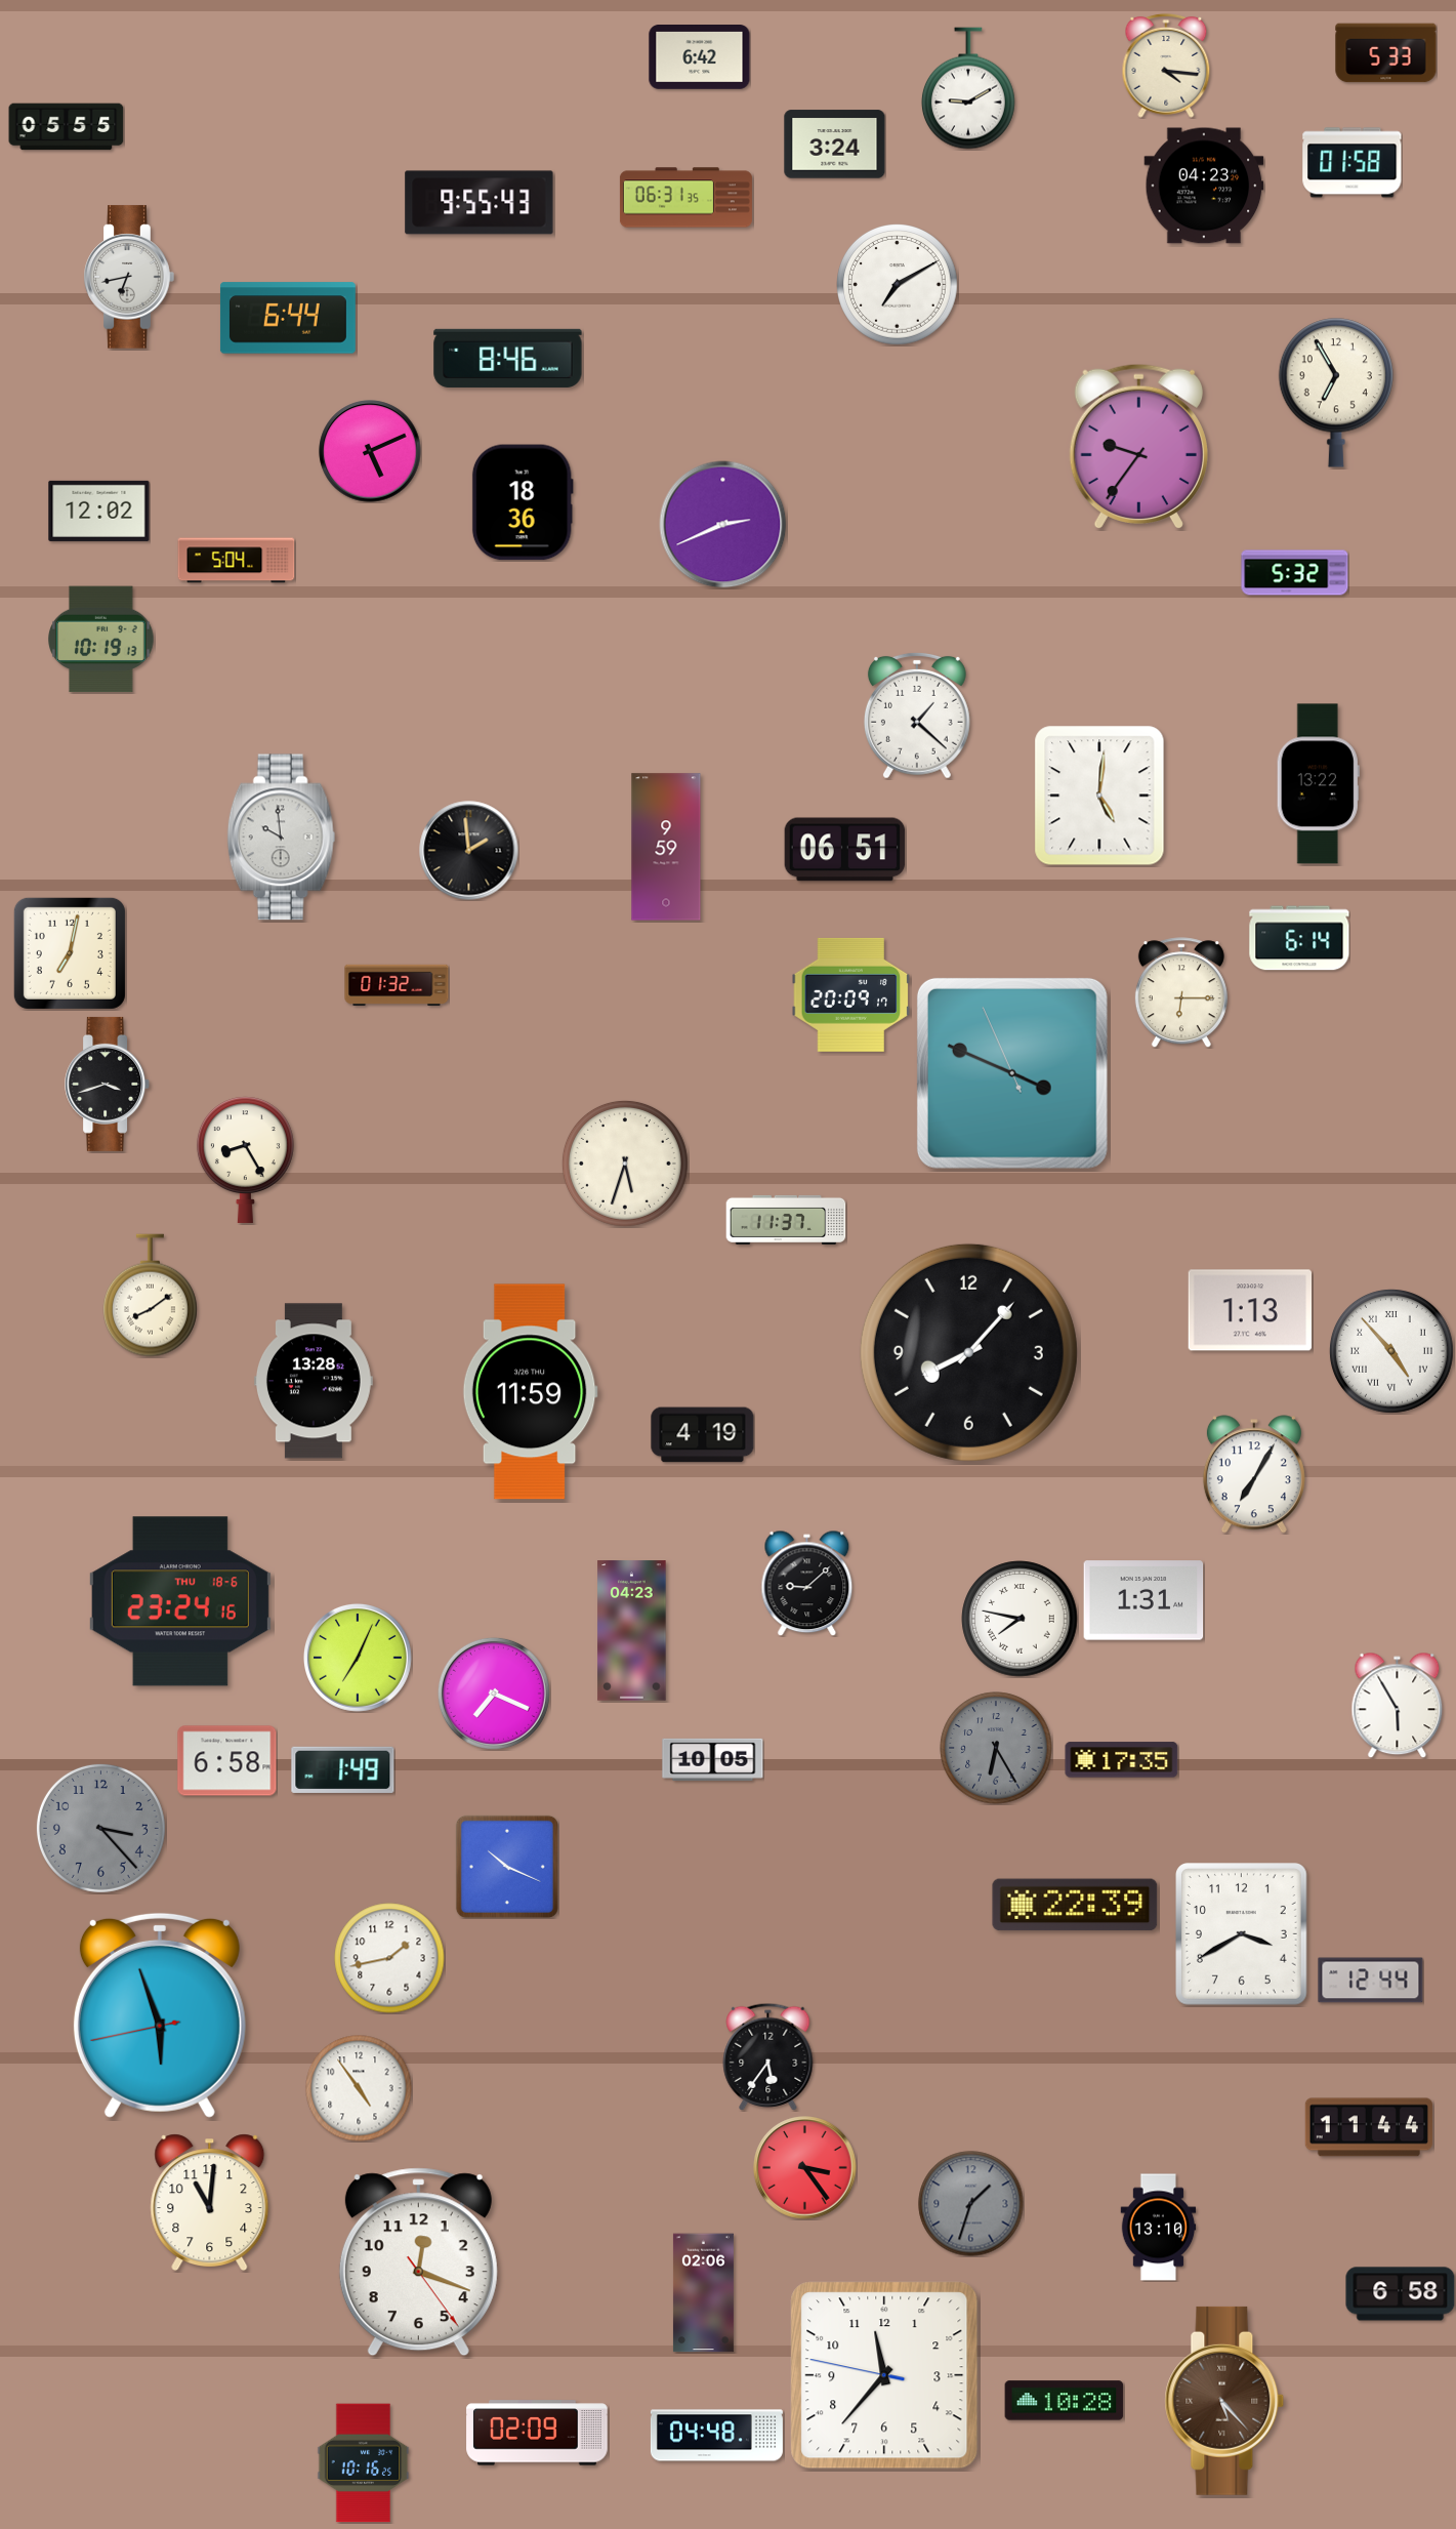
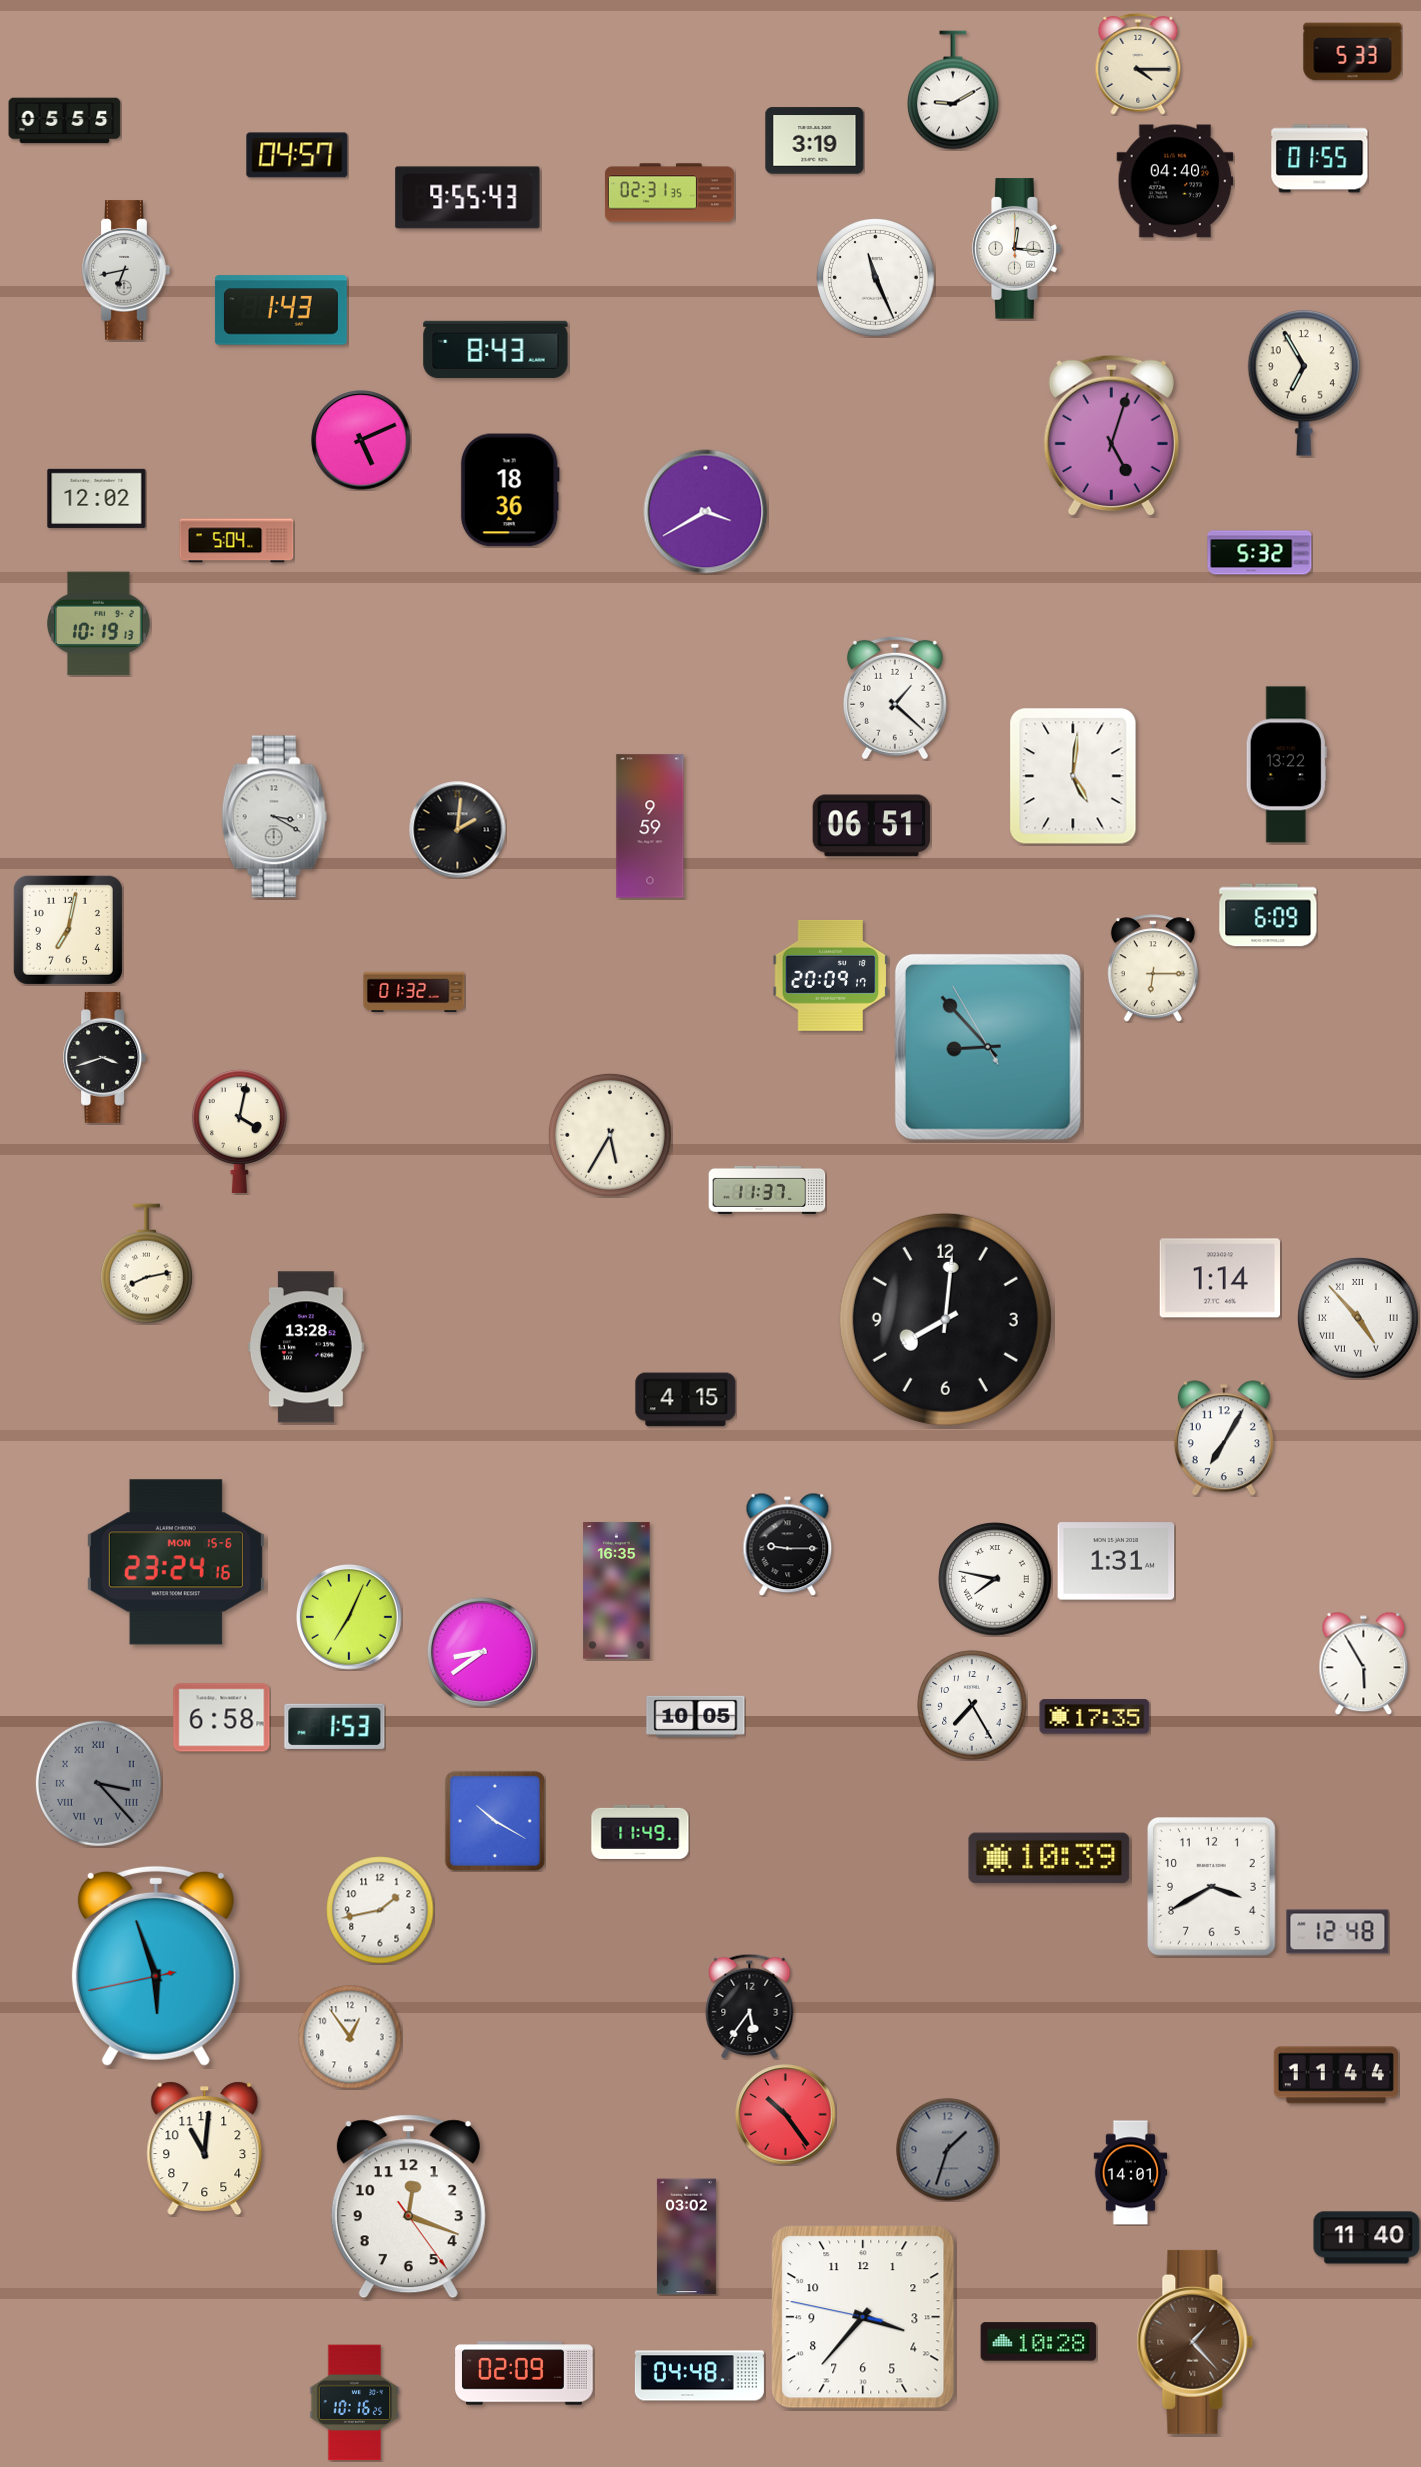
clock at (700, 57): 6:42 -> none
clock at (1166, 66): 4:16 -> 4:15
clock at (968, 88) position: (968, 88) -> (953, 90)
clock at (67, 127) position: (67, 127) -> (65, 121)
clock at (835, 145): 3:24 -> 3:19
clock at (297, 155): none -> 04:57
clock at (1353, 163): 01:58 -> 01:55
clock at (1204, 186): 04:23 -> 04:40
clock at (685, 198): 06:31 -> 02:31
clock at (1017, 249): none -> 12:16
clock at (898, 285): 7:10 -> 11:26
clock at (288, 318): 6:44 -> 1:43
clock at (508, 358): 8:46 -> 8:43
clock at (1138, 447): 9:36 -> 5:03
clock at (723, 525): 2:41 -> 3:40
clock at (237, 561) position: (237, 561) -> (237, 541)
clock at (1295, 573) position: (1295, 573) -> (1260, 553)
clock at (282, 838): 9:59 -> 3:20
clock at (845, 850) position: (845, 850) -> (872, 826)
clock at (469, 851): 1:59 -> 2:01
clock at (1299, 938): 6:14 -> 6:09
clock at (397, 984) position: (397, 984) -> (414, 991)
clock at (851, 994) position: (851, 994) -> (831, 975)
clock at (1012, 1073): 3:48 -> 8:52
clock at (245, 1159): 8:25 -> 4:02
clock at (625, 1164): 5:33 -> 5:35
clock at (150, 1296): 8:09 -> 8:13
clock at (1249, 1310): 1:13 -> 1:14
clock at (968, 1352): 8:07 -> 8:01
clock at (530, 1392): 11:59 -> none
clock at (703, 1435): 4:19 -> 4:15
clock at (807, 1583): 9:08 -> 9:15
clock at (180, 1601) date: THU 18-6 -> MON 15-6
clock at (632, 1631): 04:23 -> 16:35
clock at (494, 1694): 7:19 -> 8:39
clock at (996, 1748): 6:25 -> 7:25
clock at (996, 1748) dial: grey -> white
clock at (343, 1769): 1:49 -> 1:53
clock at (100, 1828) numerals: Arabic -> Roman
clock at (507, 1867): 10:19 -> 10:20
clock at (640, 1832): none -> 11:49
clock at (1075, 1905): 22:39 -> 10:39
clock at (1371, 1981): 12:44 -> 12:48
clock at (359, 2088): 4:54 -> 12:54
clock at (805, 2168): 3:24 -> 10:24
clock at (1159, 2228): 13:10 -> 14:01
clock at (703, 2293): 02:06 -> 03:02
clock at (1401, 2294): 6:58 -> 11:40
clock at (884, 2375): 11:36 -> 3:36
clock at (1224, 2401): 5:23 -> 1:23
